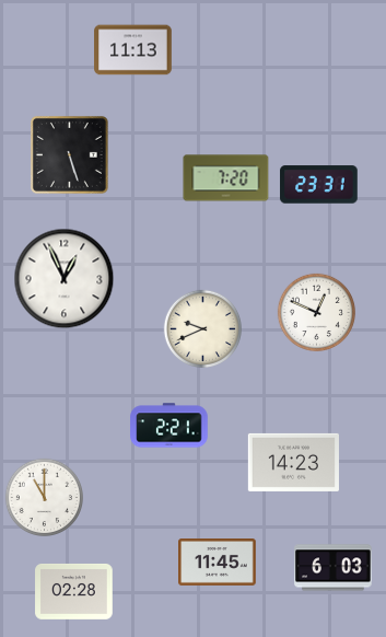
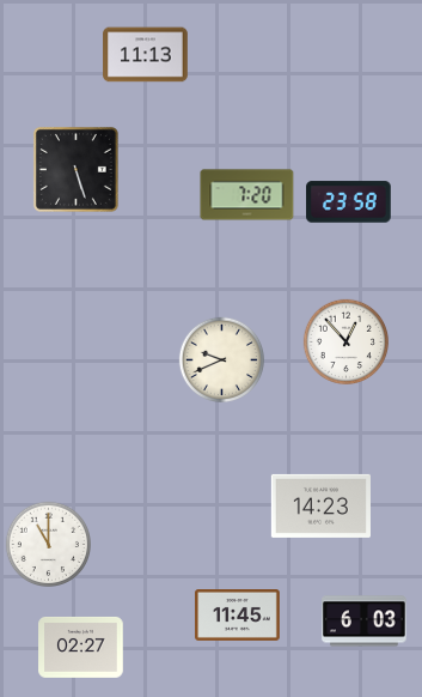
clock at (319, 185): 23:31 -> 23:58
clock at (65, 279): 12:56 -> none
clock at (316, 312): 12:49 -> 12:53
clock at (169, 426): 2:21 -> none
clock at (74, 591): 02:28 -> 02:27
